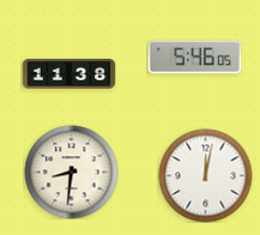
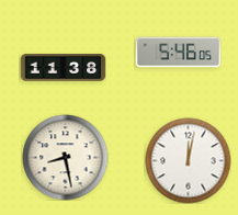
clock at (71, 171): 8:31 -> 8:28
